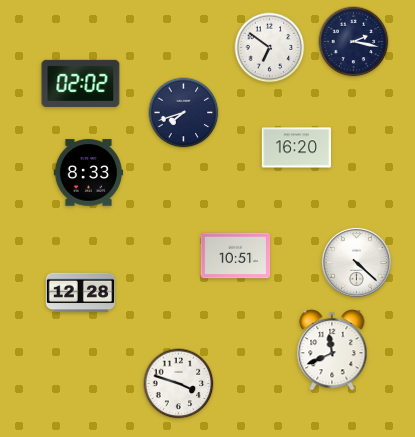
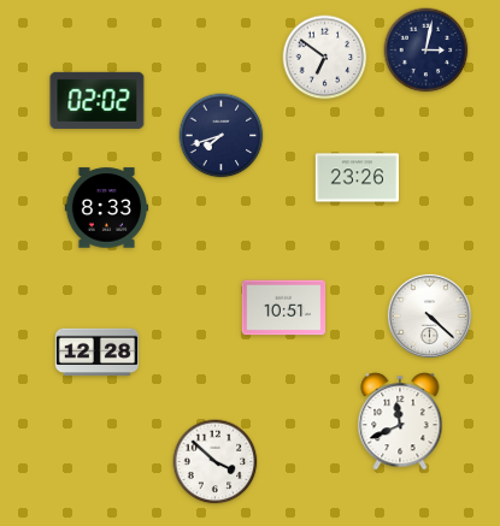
clock at (354, 42): 2:17 -> 3:02
clock at (297, 148): 16:20 -> 23:26
clock at (179, 384): 3:48 -> 3:52
